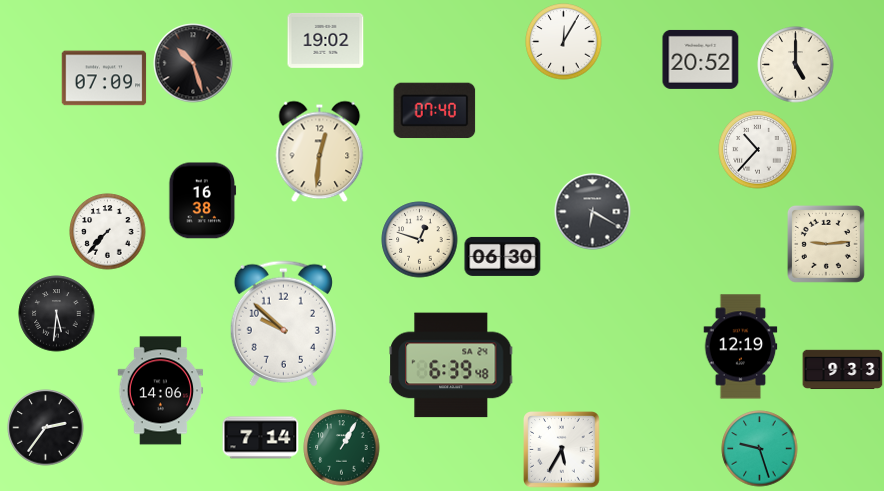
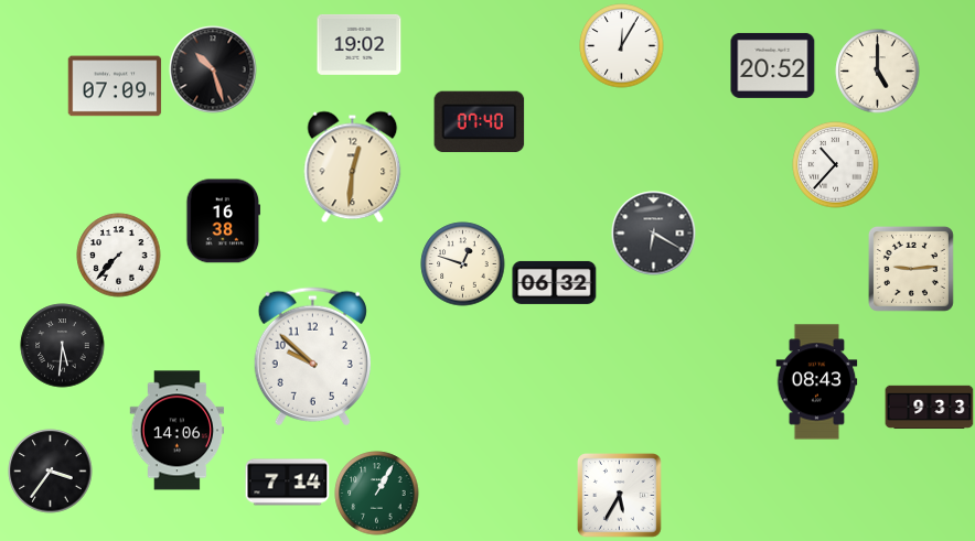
clock at (503, 256): 06:30 -> 06:32
clock at (741, 347): 12:19 -> 08:43
clock at (451, 365): 6:39 -> none
clock at (46, 428): 2:36 -> 3:36
clock at (760, 449): 9:27 -> none
